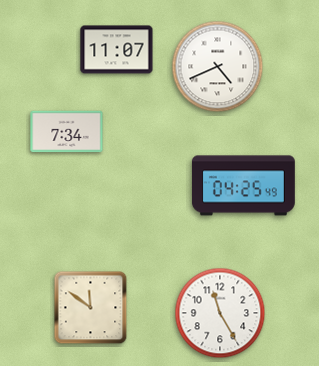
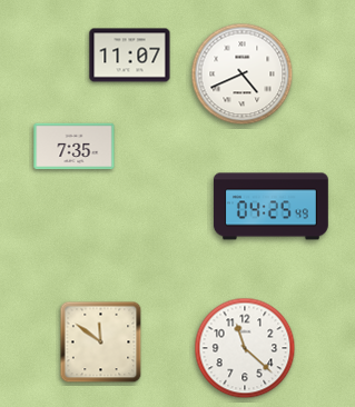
clock at (67, 132): 7:34 -> 7:35
clock at (220, 313): 11:25 -> 11:22
